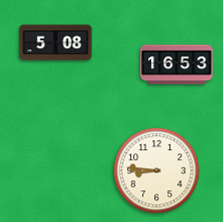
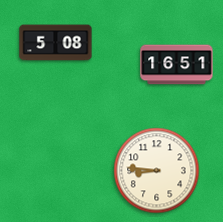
clock at (177, 65): 16:53 -> 16:51
